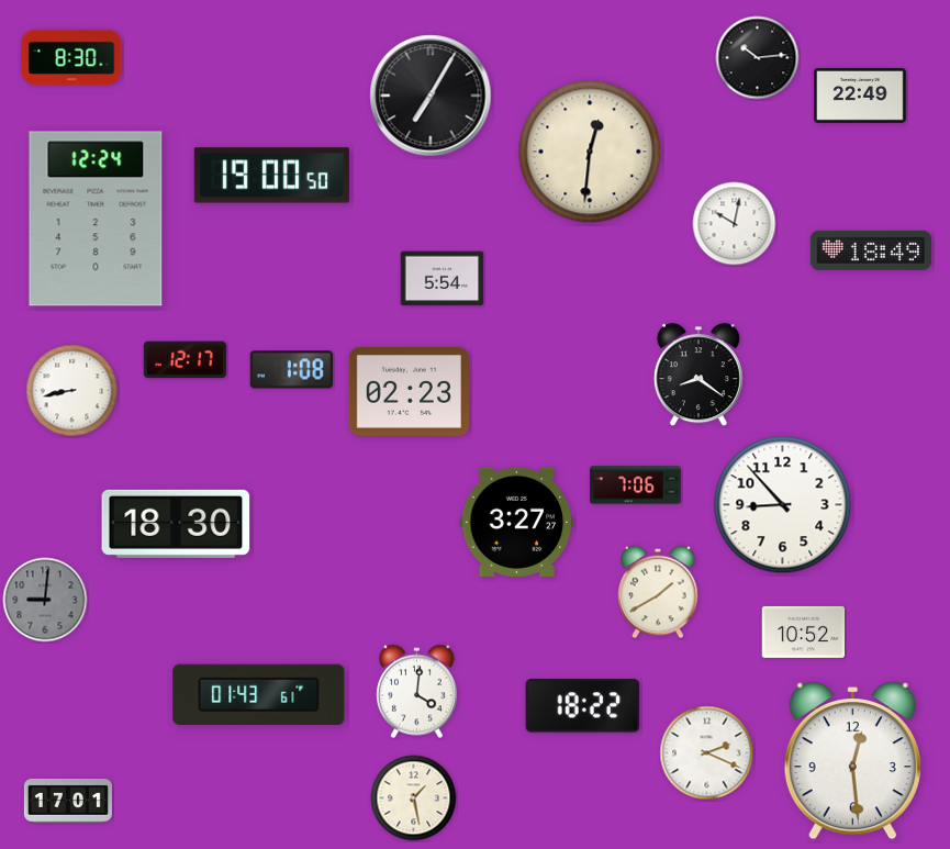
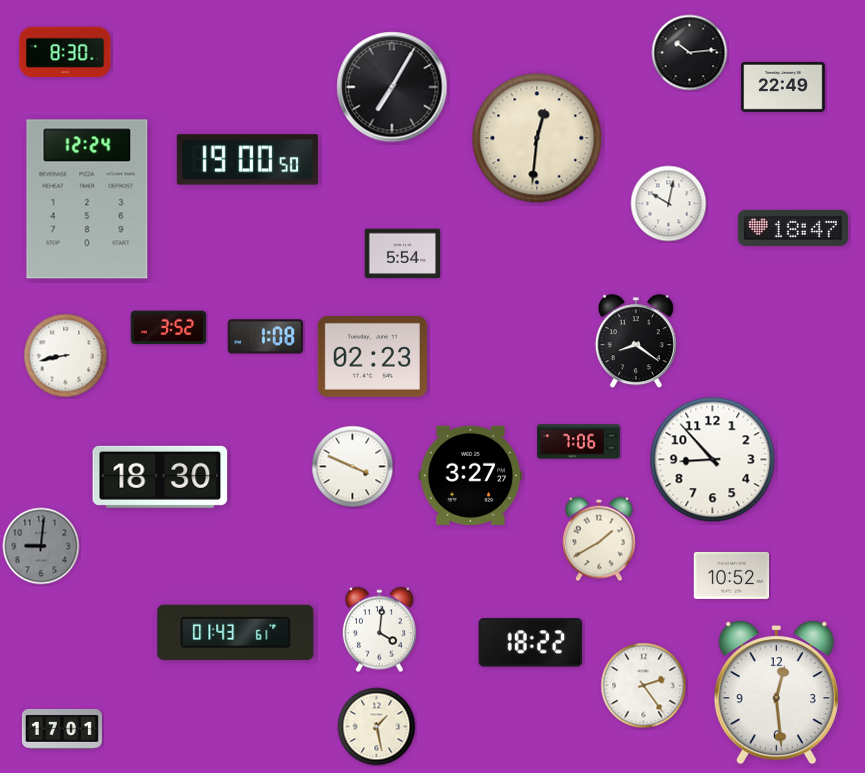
clock at (871, 250): 18:49 -> 18:47
clock at (186, 360): 12:17 -> 3:52
clock at (353, 467): none -> 3:49
clock at (707, 753): 2:19 -> 2:24
